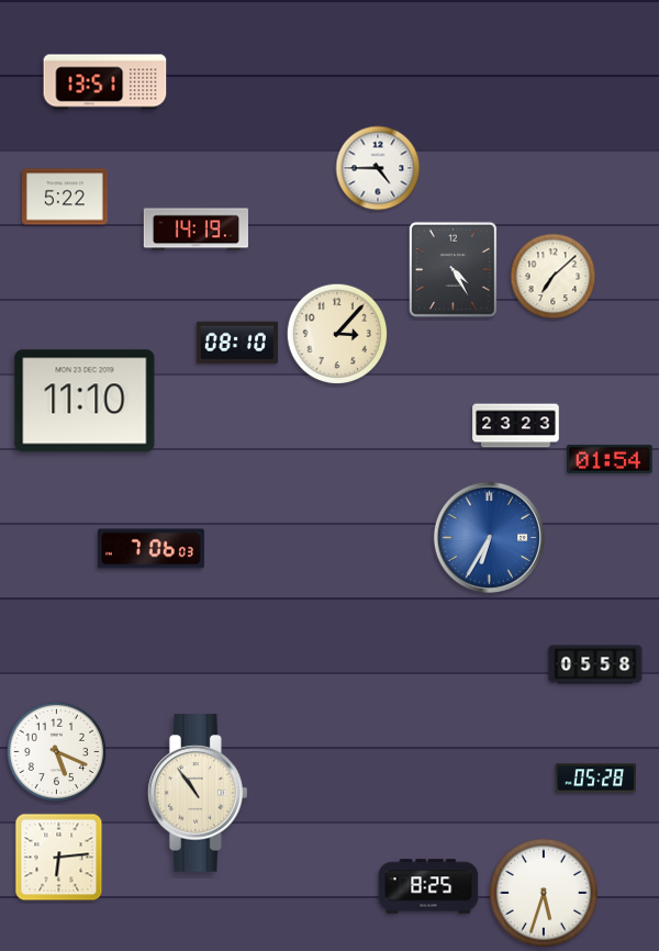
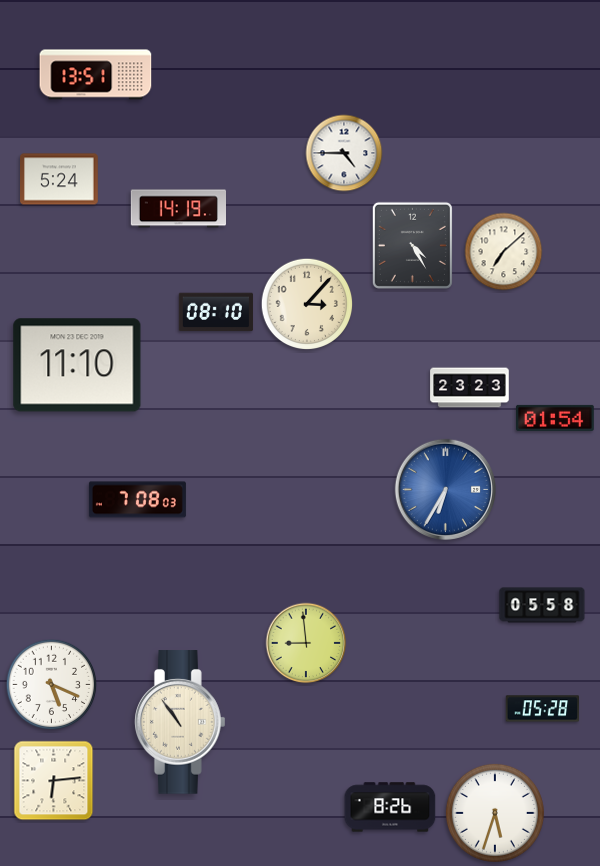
clock at (65, 197): 5:22 -> 5:24
clock at (150, 549): 7:06 -> 7:08
clock at (306, 643): none -> 8:59
clock at (428, 886): 8:25 -> 8:26
